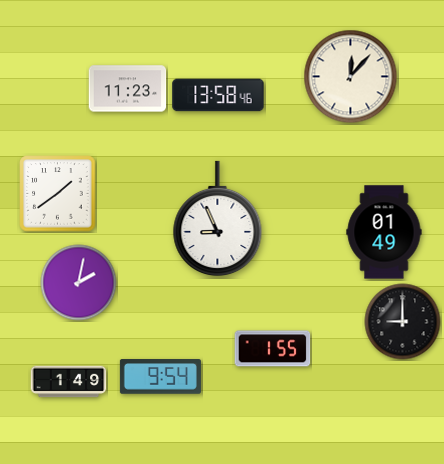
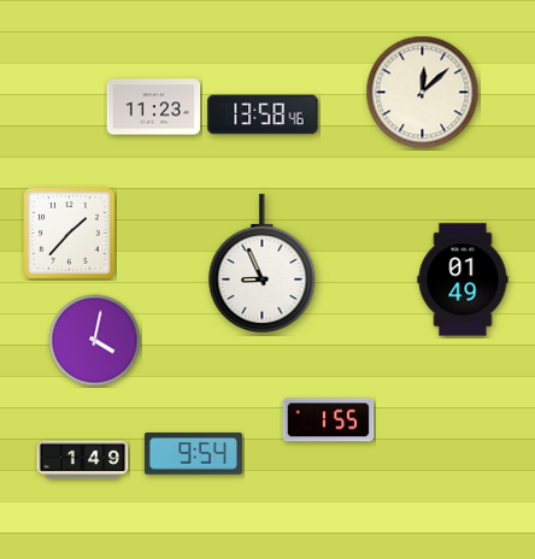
clock at (351, 77): 12:07 -> 12:08
clock at (58, 194): 1:39 -> 1:37
clock at (79, 283): 2:02 -> 4:02
clock at (403, 322): 9:00 -> none
